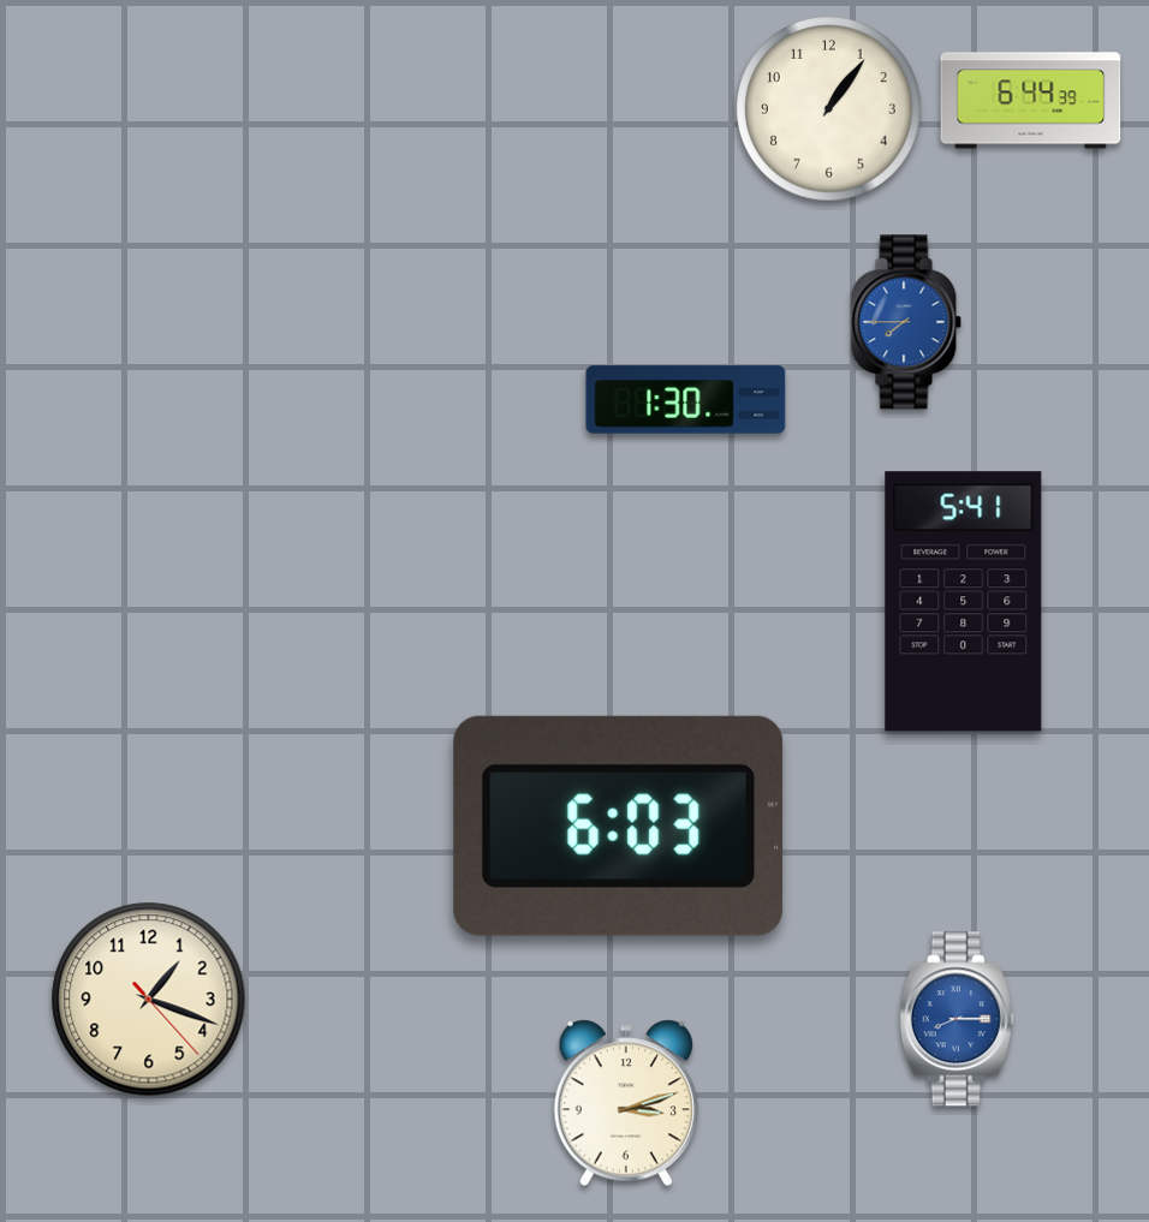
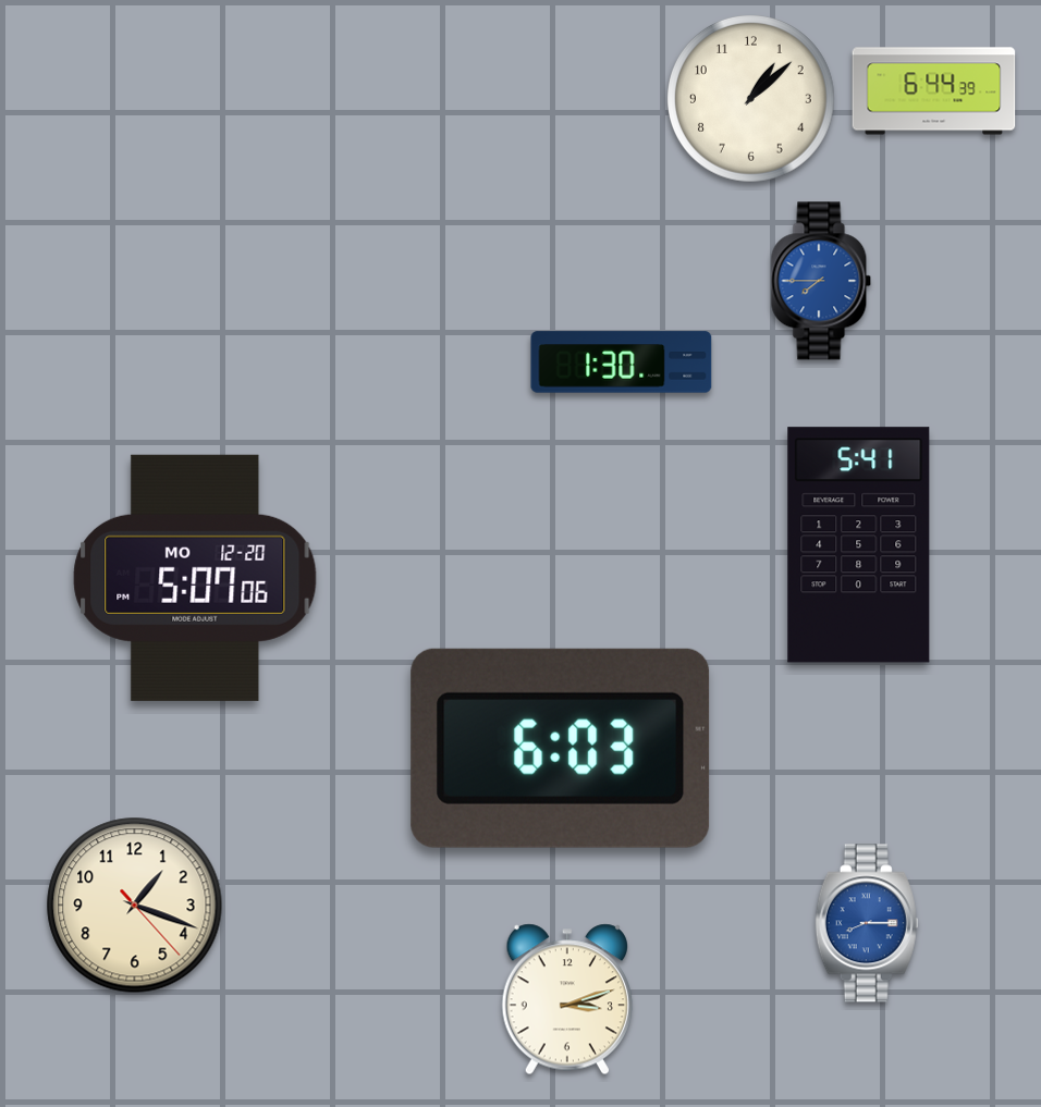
clock at (829, 109): 1:06 -> 1:08
clock at (906, 322) position: (906, 322) -> (821, 281)
clock at (964, 602) position: (964, 602) -> (859, 545)
clock at (195, 578): none -> 5:07
